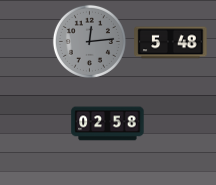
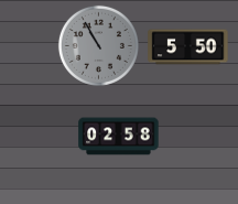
clock at (89, 41): 12:14 -> 10:55
clock at (171, 43): 5:48 -> 5:50
